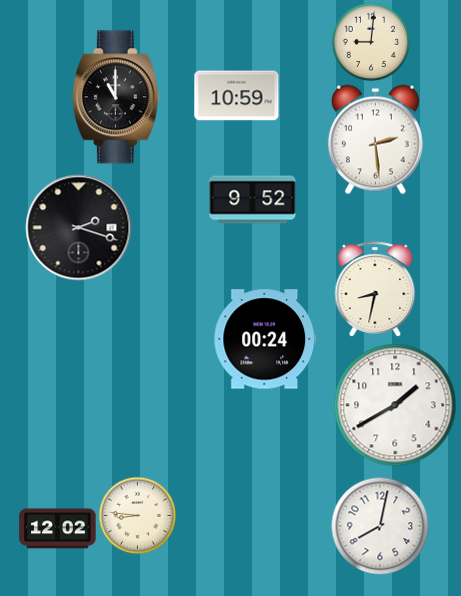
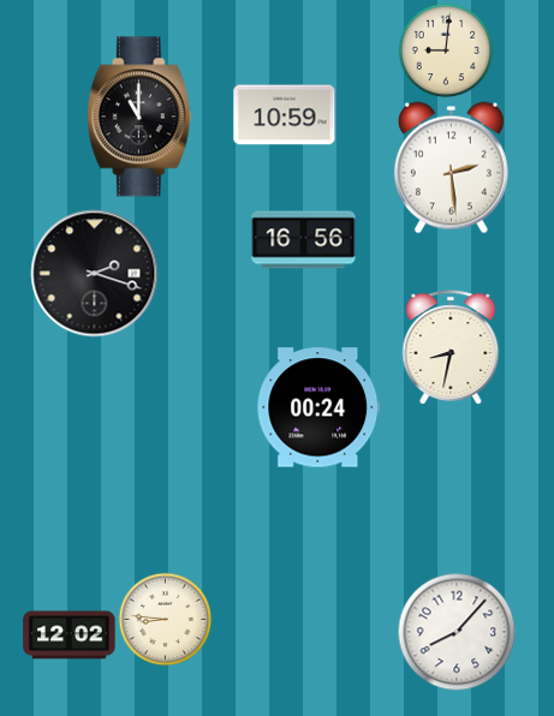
clock at (253, 200): 9:52 -> 16:56
clock at (395, 405): 1:40 -> none
clock at (380, 526): 8:02 -> 8:07
